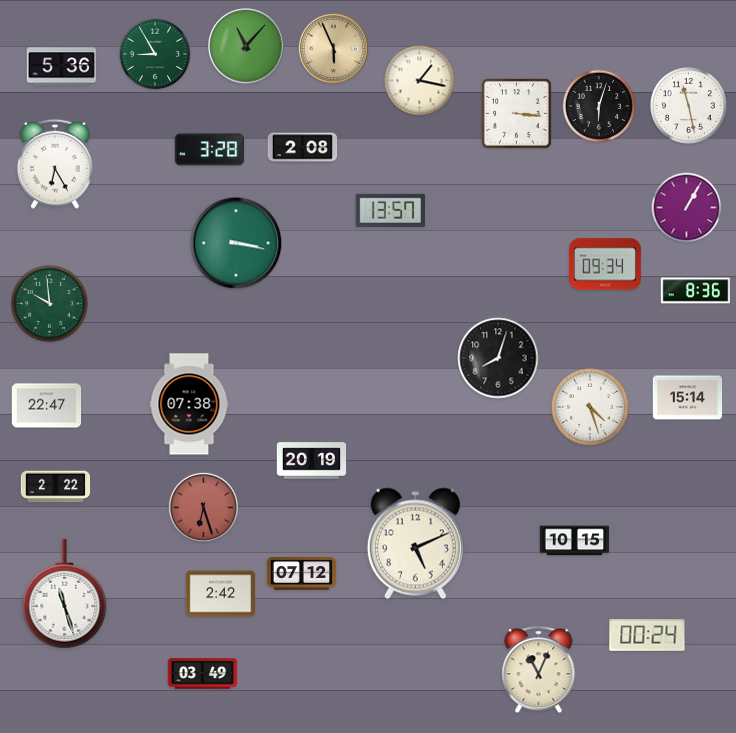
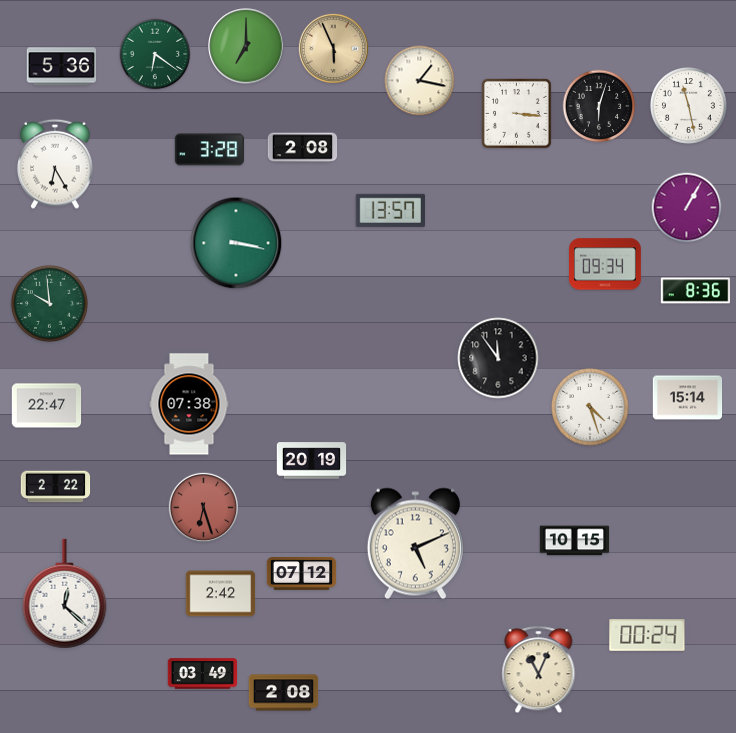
clock at (246, 46): 11:07 -> 7:00
clock at (155, 54): 8:55 -> 6:21
clock at (498, 358): 8:03 -> 11:54
clock at (65, 594): 11:27 -> 12:22
clock at (284, 693): none -> 2:08
